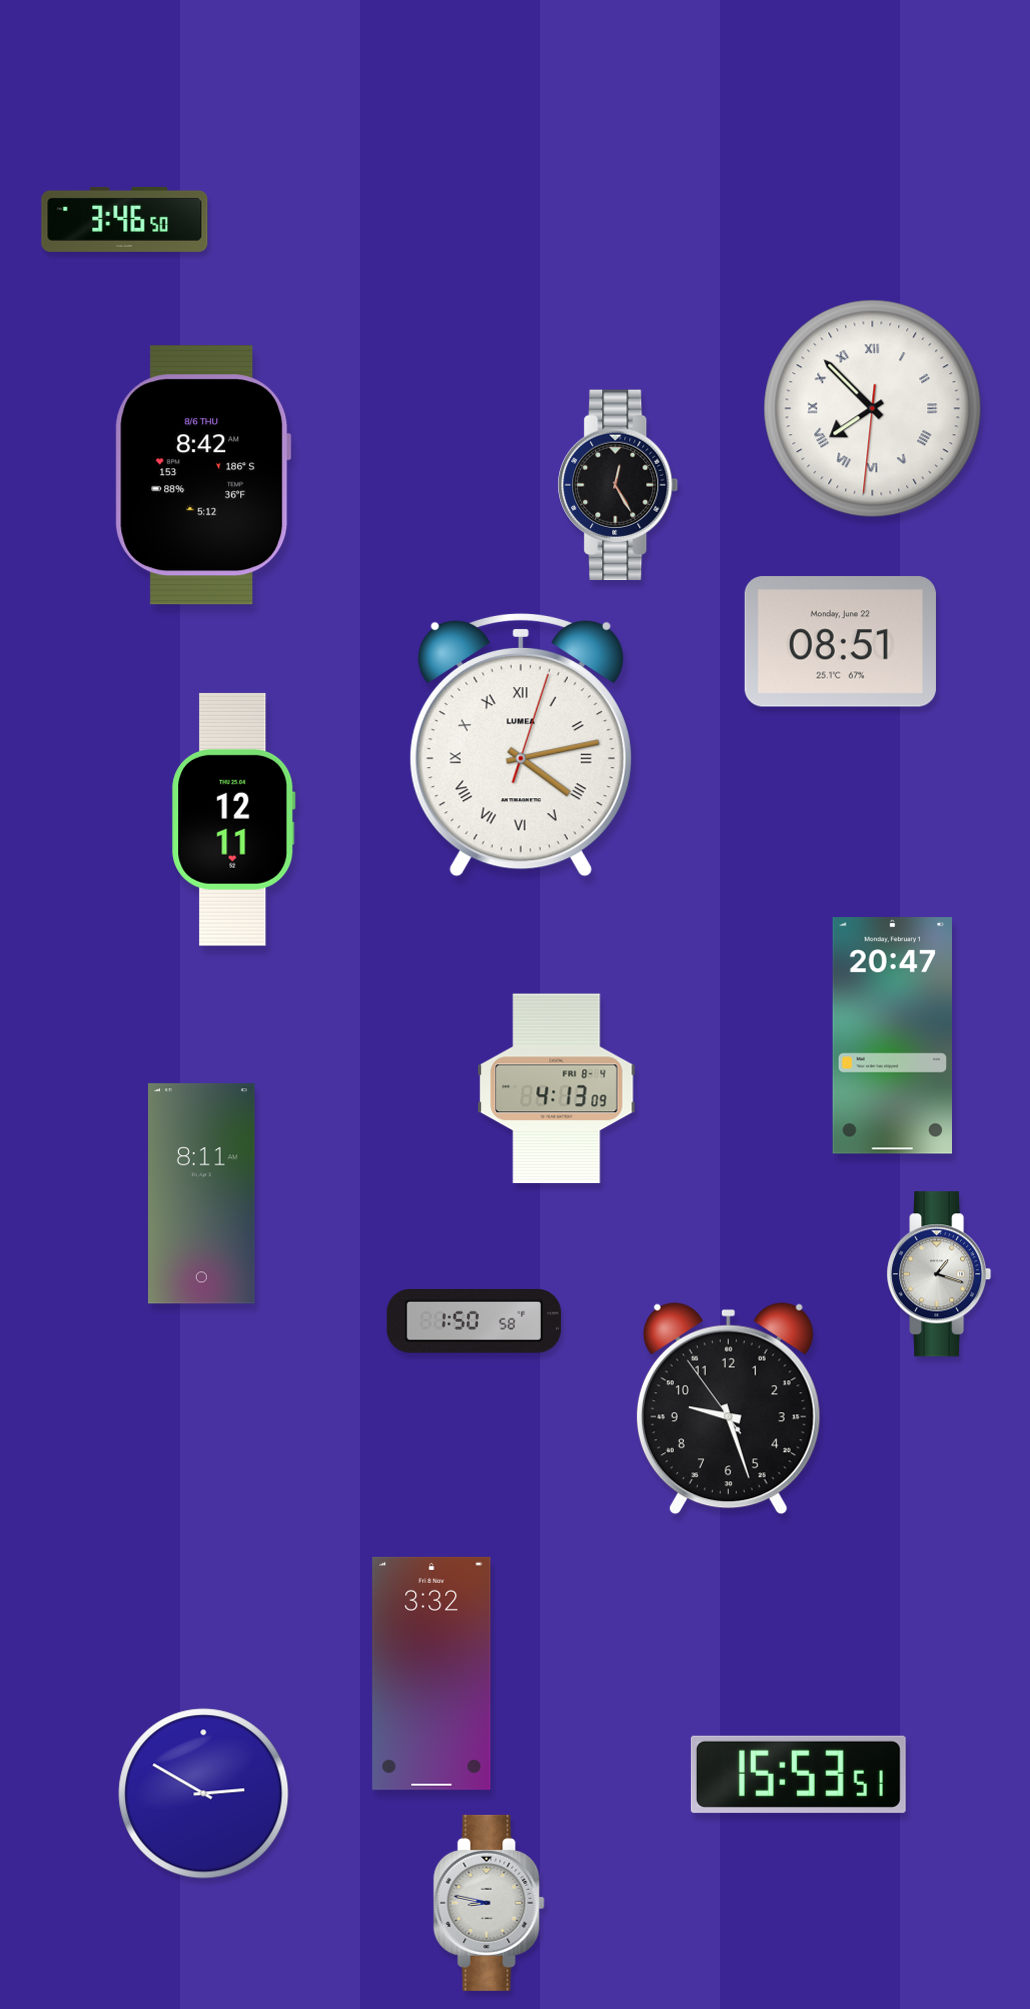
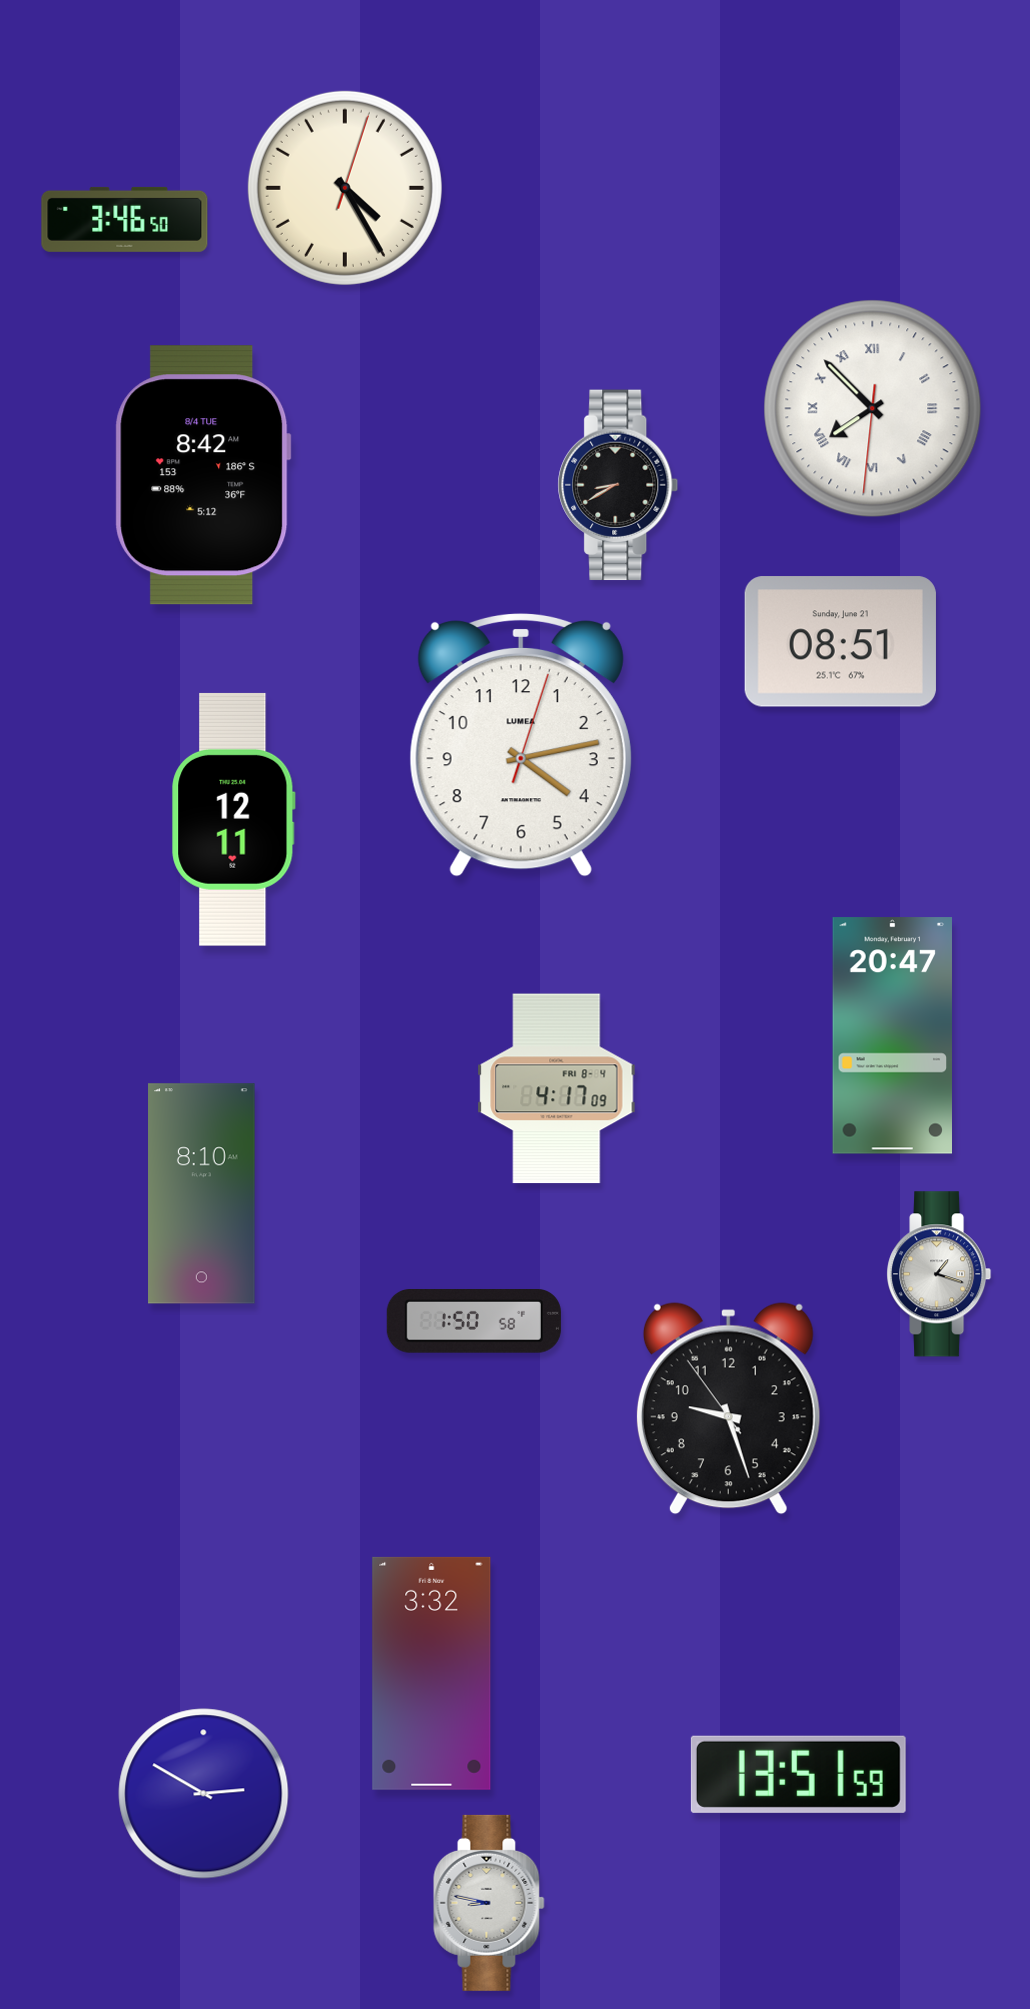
clock at (345, 188): none -> 4:25
clock at (203, 475) date: 8/6 THU -> 8/4 TUE
clock at (618, 485): 12:25 -> 8:40
clock at (840, 642) date: Monday, June 22 -> Sunday, June 21
clock at (521, 745) numerals: Roman -> Arabic
clock at (557, 1089): 4:13 -> 4:17
clock at (202, 1194): 8:11 -> 8:10
clock at (798, 1774): 15:53 -> 13:51
